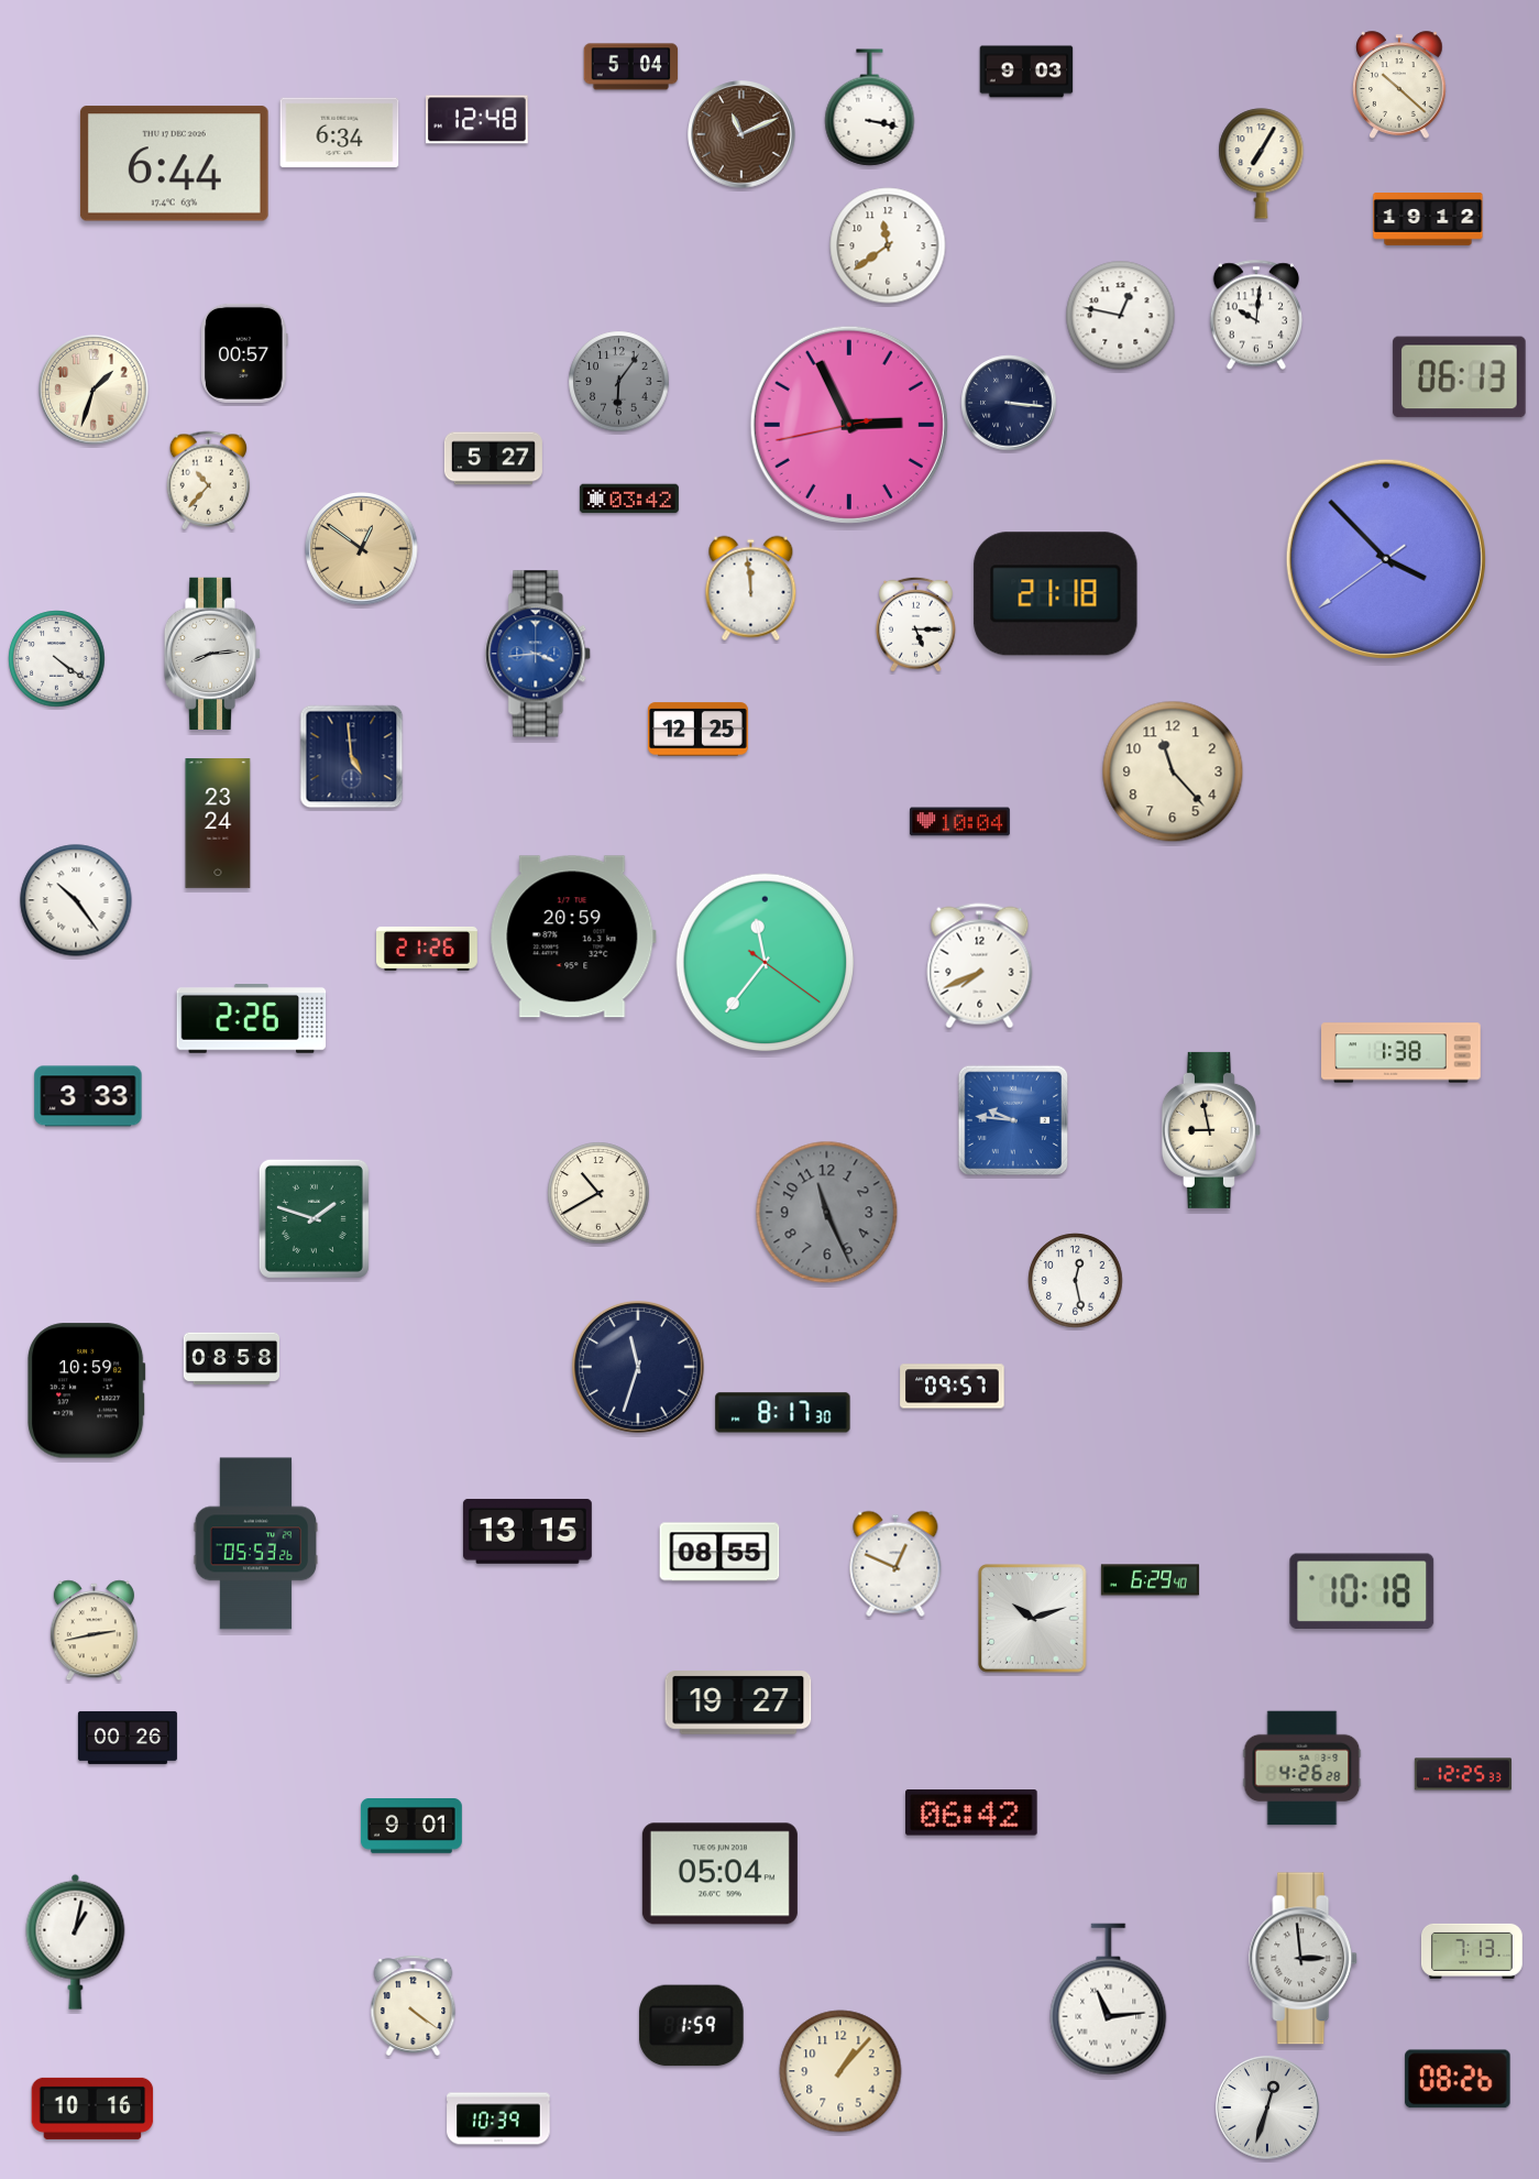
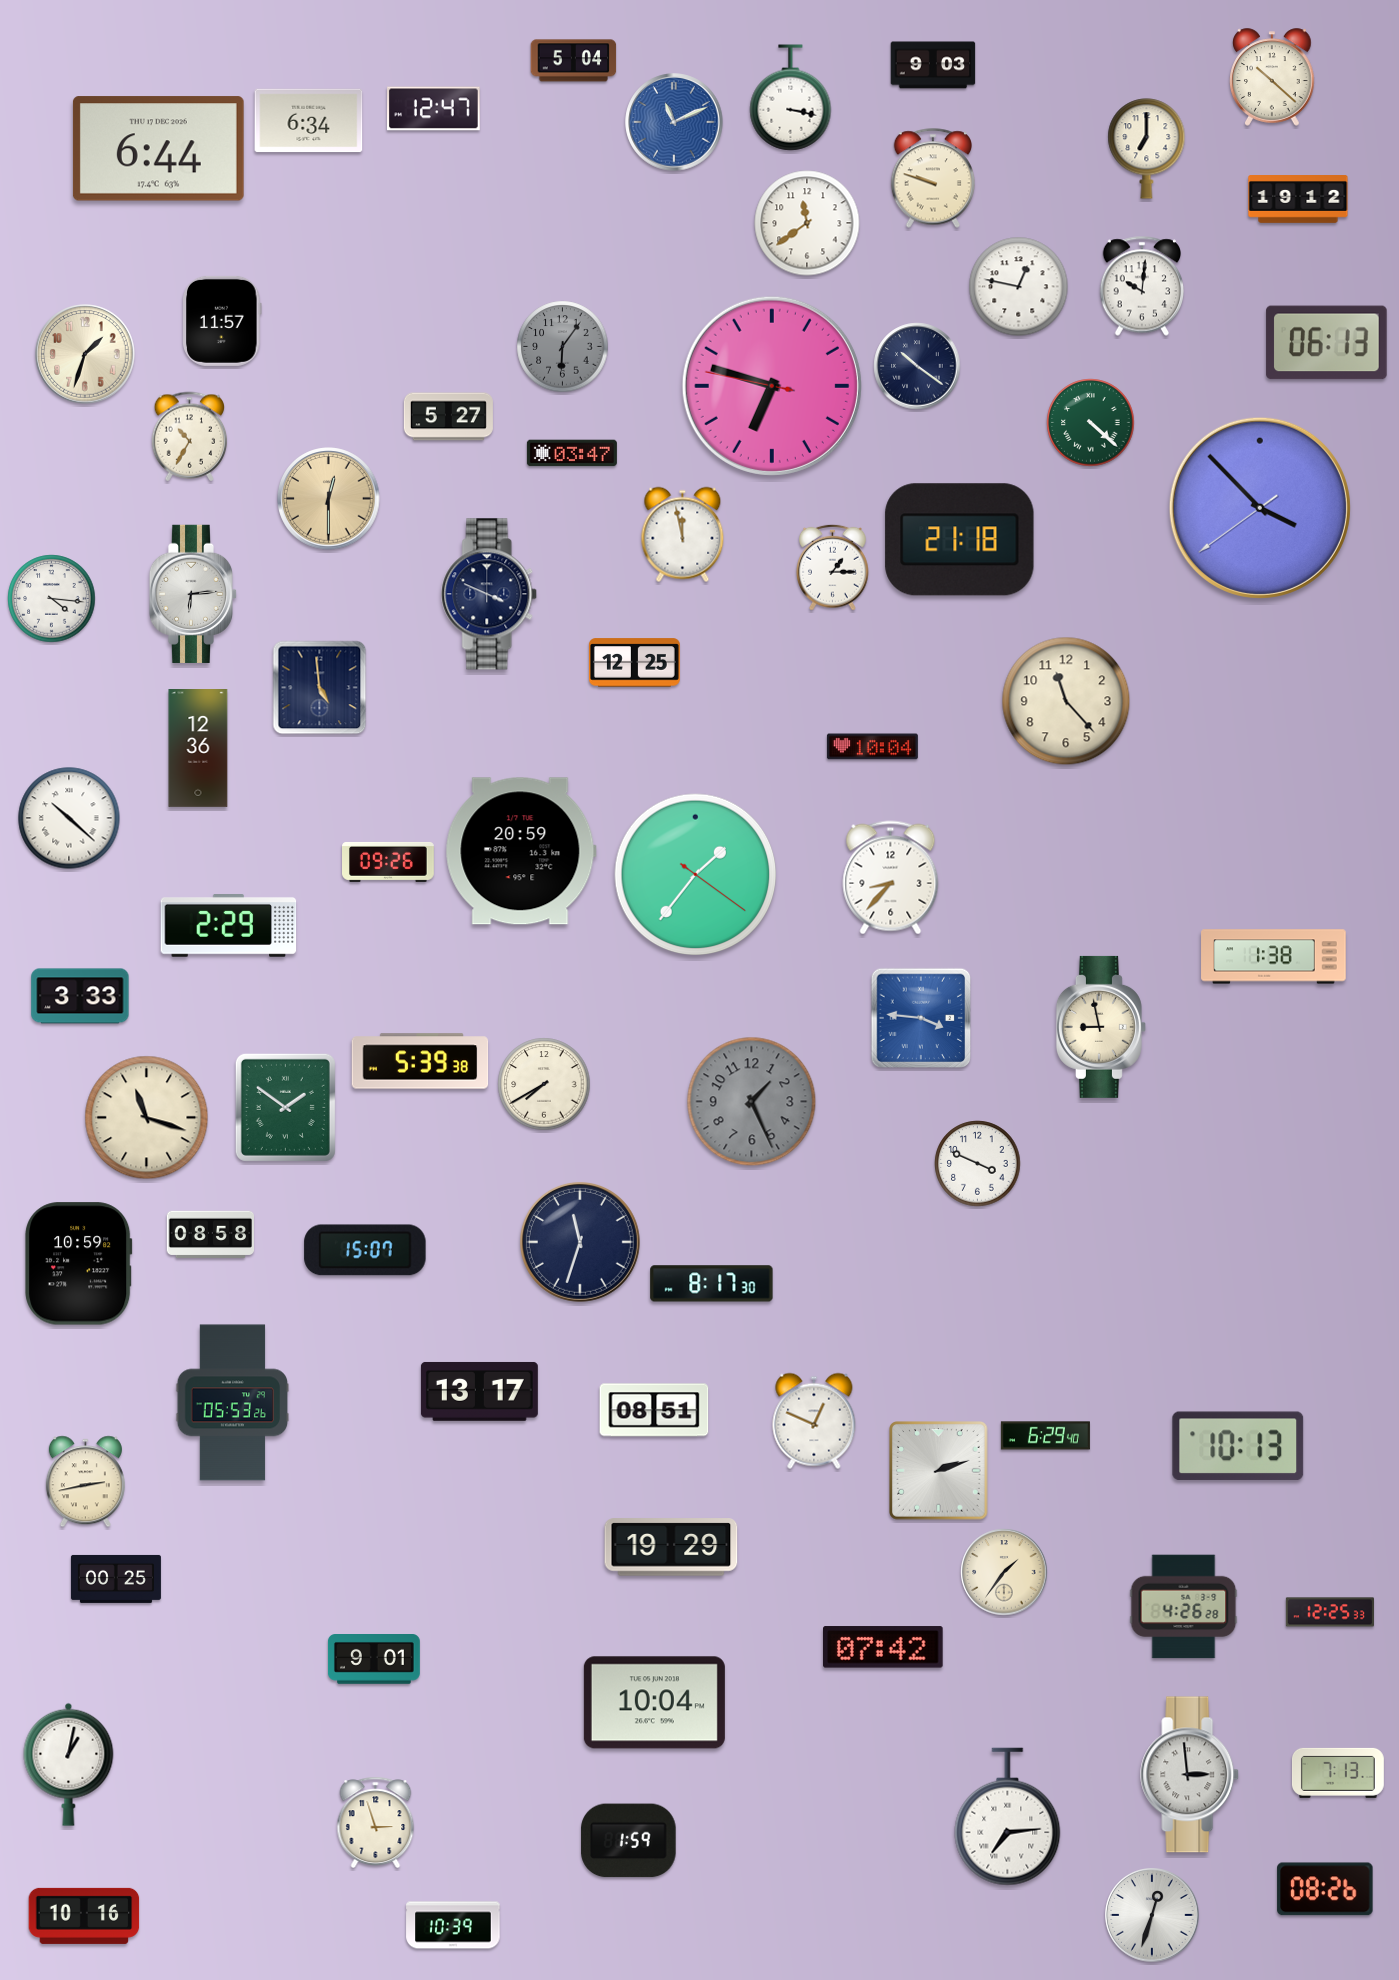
clock at (477, 120): 12:48 -> 12:47
clock at (741, 134) dial: brown -> blue
clock at (1262, 164): 7:05 -> 7:00
clock at (933, 178): none -> 9:48
clock at (244, 353): 00:57 -> 11:57
clock at (1009, 403): 3:16 -> 10:21
clock at (849, 425): 2:55 -> 6:47
clock at (1091, 423): none -> 4:22
clock at (209, 481): 10:37 -> 10:35
clock at (629, 499): 03:42 -> 03:47
clock at (362, 549): 12:51 -> 12:30
clock at (751, 589): 11:59 -> 11:58
clock at (916, 624): 5:15 -> 1:15
clock at (212, 654): 8:14 -> 6:14
clock at (539, 654): 3:44 -> 3:49
clock at (539, 654) dial: blue -> navy
clock at (57, 659): 4:21 -> 4:16
clock at (218, 824): 23:24 -> 12:36
clock at (76, 900): 10:24 -> 10:22
clock at (428, 949): 21:26 -> 09:26
clock at (766, 963): 11:36 -> 1:36
clock at (980, 966): 7:41 -> 8:37
clock at (252, 1019): 2:26 -> 2:29
clock at (1013, 1120): 9:46 -> 3:46
clock at (420, 1061): none -> 5:39
clock at (598, 1193): 10:40 -> 7:40
clock at (827, 1213): 11:26 -> 1:26
clock at (314, 1218): 1:48 -> 1:51
clock at (147, 1118): none -> 11:18
clock at (1076, 1281): 12:28 -> 3:49
clock at (365, 1250): none -> 15:07
clock at (953, 1387): 09:57 -> none
clock at (527, 1531): 13:15 -> 13:17
clock at (719, 1552): 08:55 -> 08:51
clock at (1362, 1590): 10:18 -> 10:13
clock at (1033, 1619): 10:12 -> 2:12
clock at (738, 1702): 19:27 -> 19:29
clock at (1004, 1572): none -> 1:36
clock at (128, 1738): 00:26 -> 00:25
clock at (972, 1813): 06:42 -> 07:42
clock at (719, 1874): 05:04 -> 10:04
clock at (1304, 1959) position: (1304, 1959) -> (1190, 1775)
clock at (1109, 2000): 11:14 -> 7:14
clock at (414, 2006): 4:21 -> 2:57
clock at (840, 2071): 1:07 -> none
